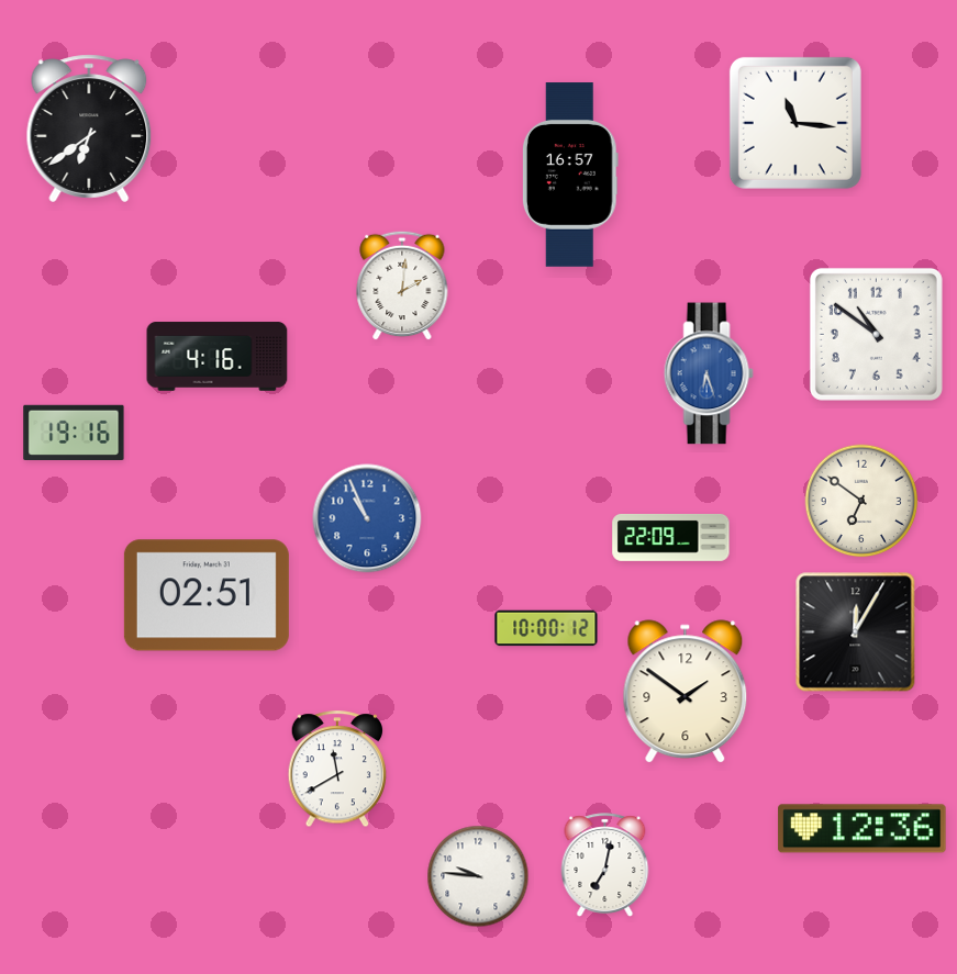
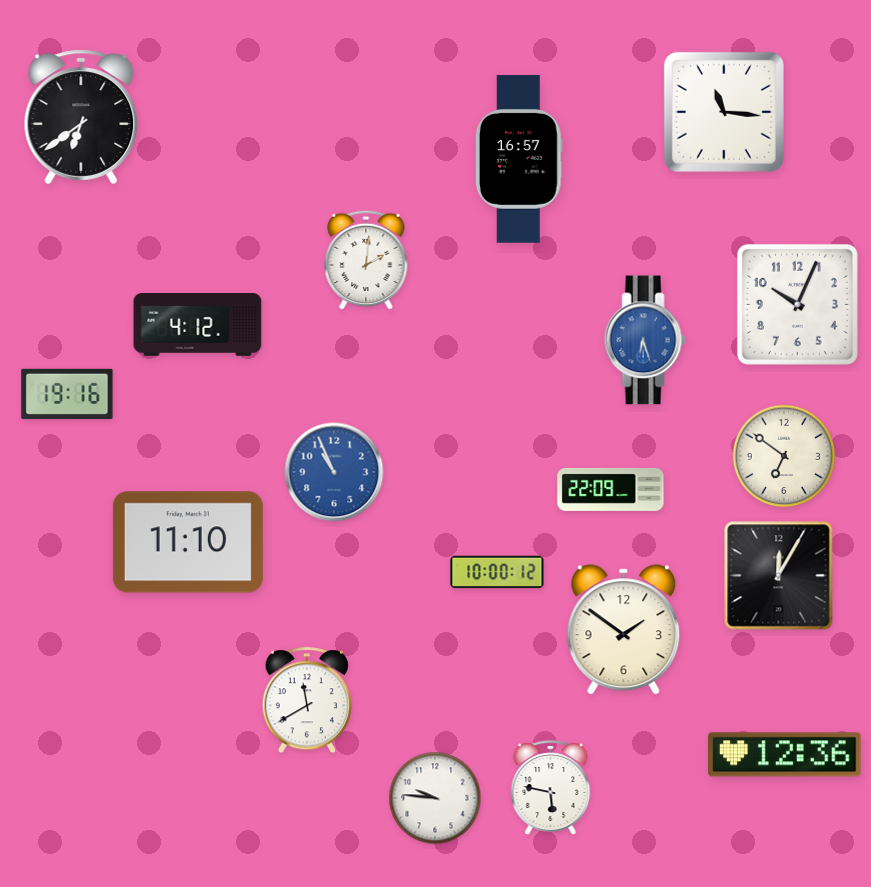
clock at (876, 334): 10:51 -> 10:04
clock at (218, 357): 4:16 -> 4:12
clock at (207, 595): 02:51 -> 11:10
clock at (605, 865): 7:02 -> 5:47
